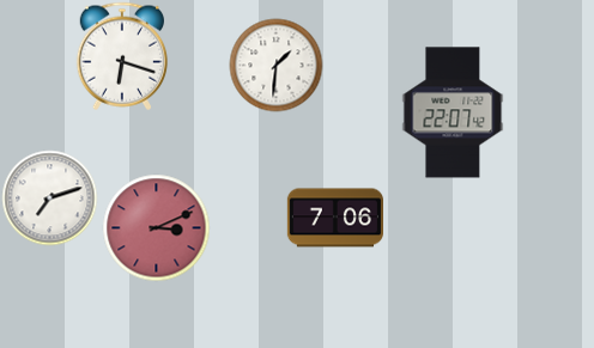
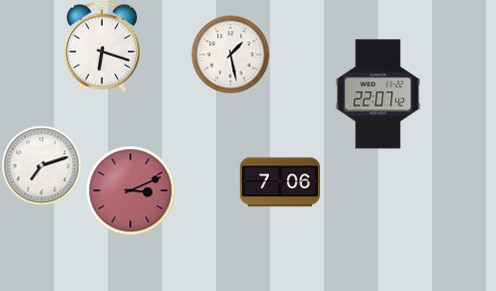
clock at (275, 65): 1:31 -> 1:28
